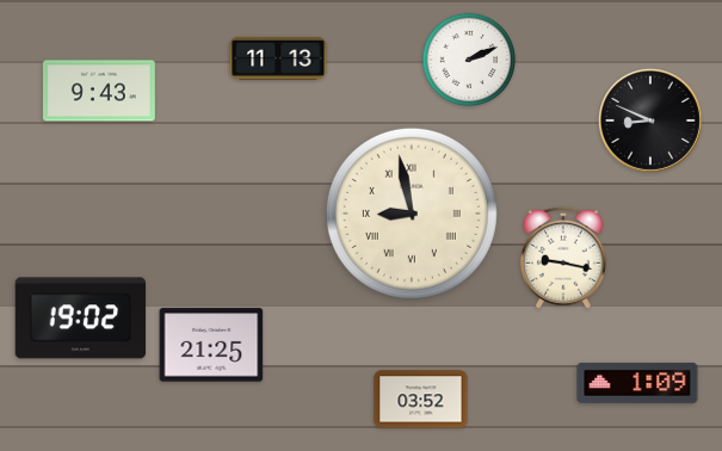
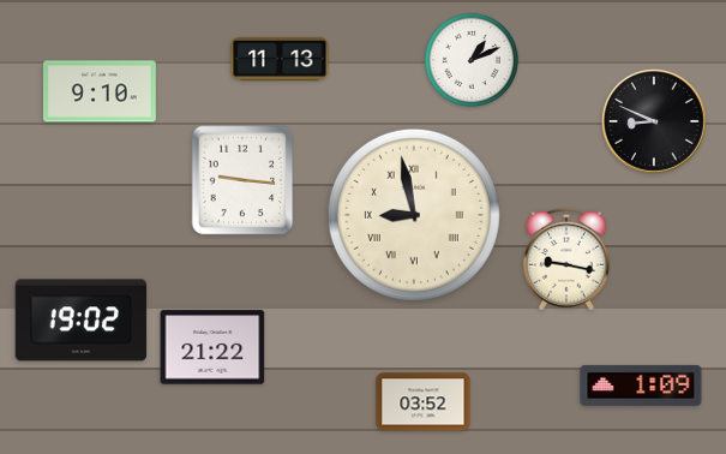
clock at (469, 60): 2:11 -> 1:11
clock at (99, 91): 9:43 -> 9:10
clock at (242, 180): none -> 9:16
clock at (211, 345): 21:25 -> 21:22
